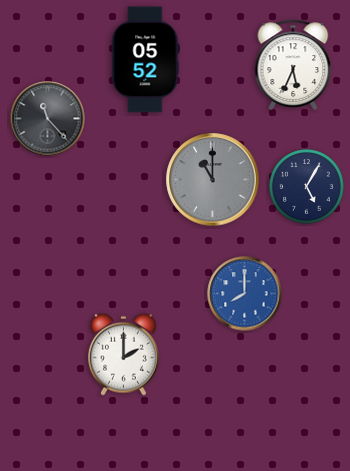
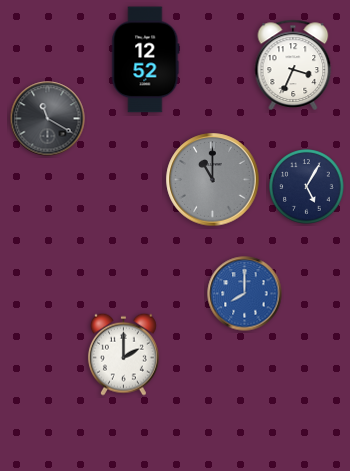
clock at (146, 60): 05:52 -> 12:52
clock at (293, 65): 5:34 -> 3:34
clock at (48, 119): 11:23 -> 11:20
